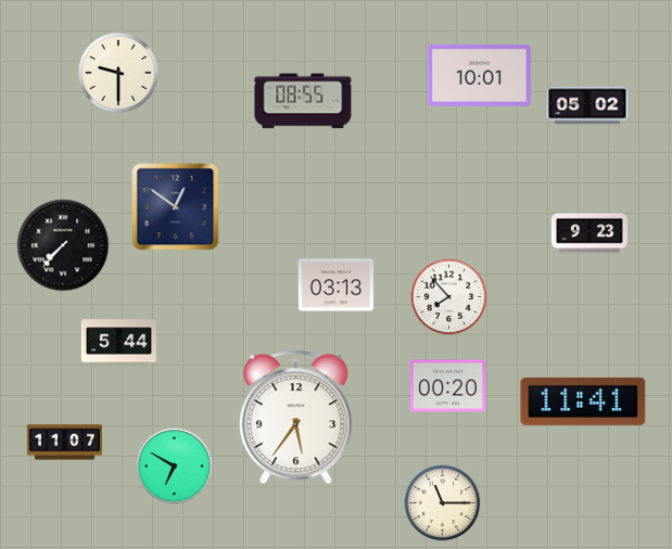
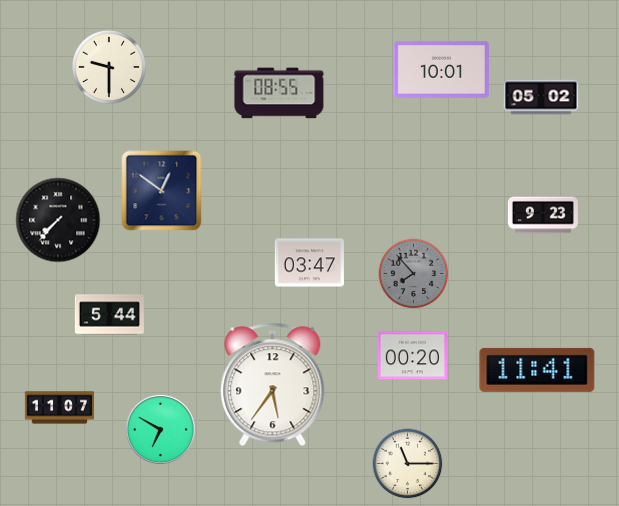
clock at (63, 245) position: (63, 245) -> (58, 220)
clock at (335, 285): 03:13 -> 03:47
clock at (449, 297) dial: white -> grey
